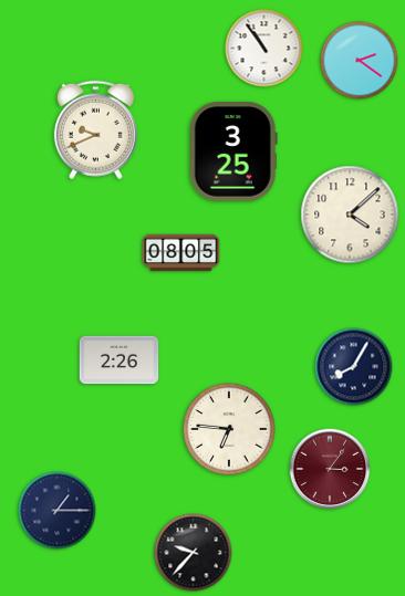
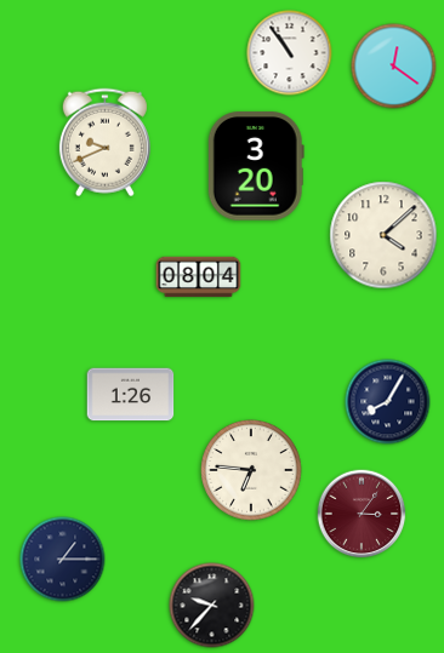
clock at (360, 61): 2:21 -> 12:21
clock at (233, 151): 3:25 -> 3:20
clock at (181, 253): 08:05 -> 08:04
clock at (120, 360): 2:26 -> 1:26
